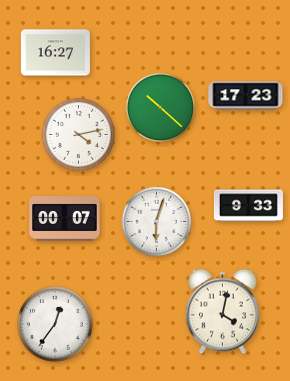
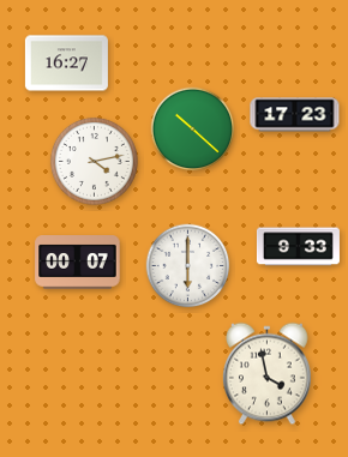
clock at (157, 222): 6:03 -> 6:00
clock at (223, 312): 4:02 -> 3:58
clock at (55, 324): 12:36 -> none
